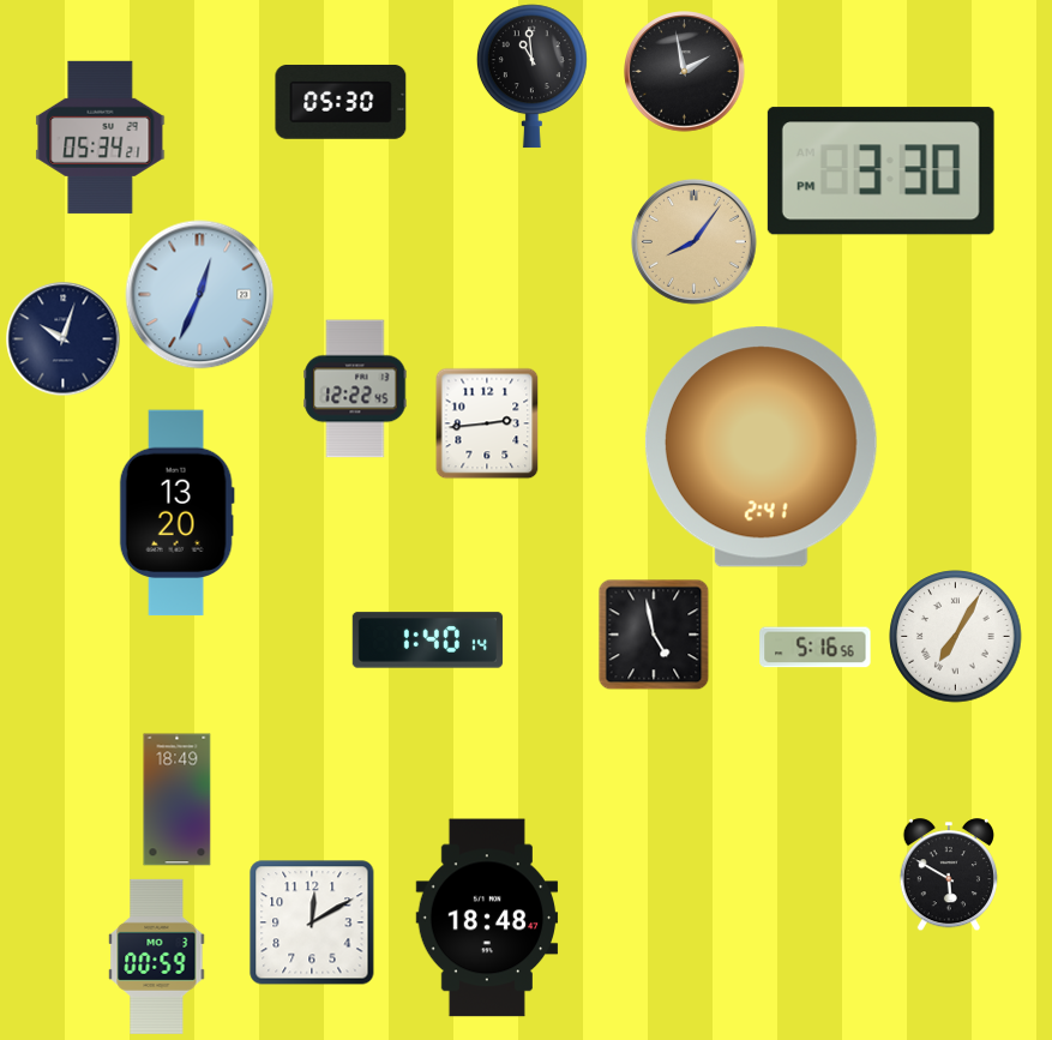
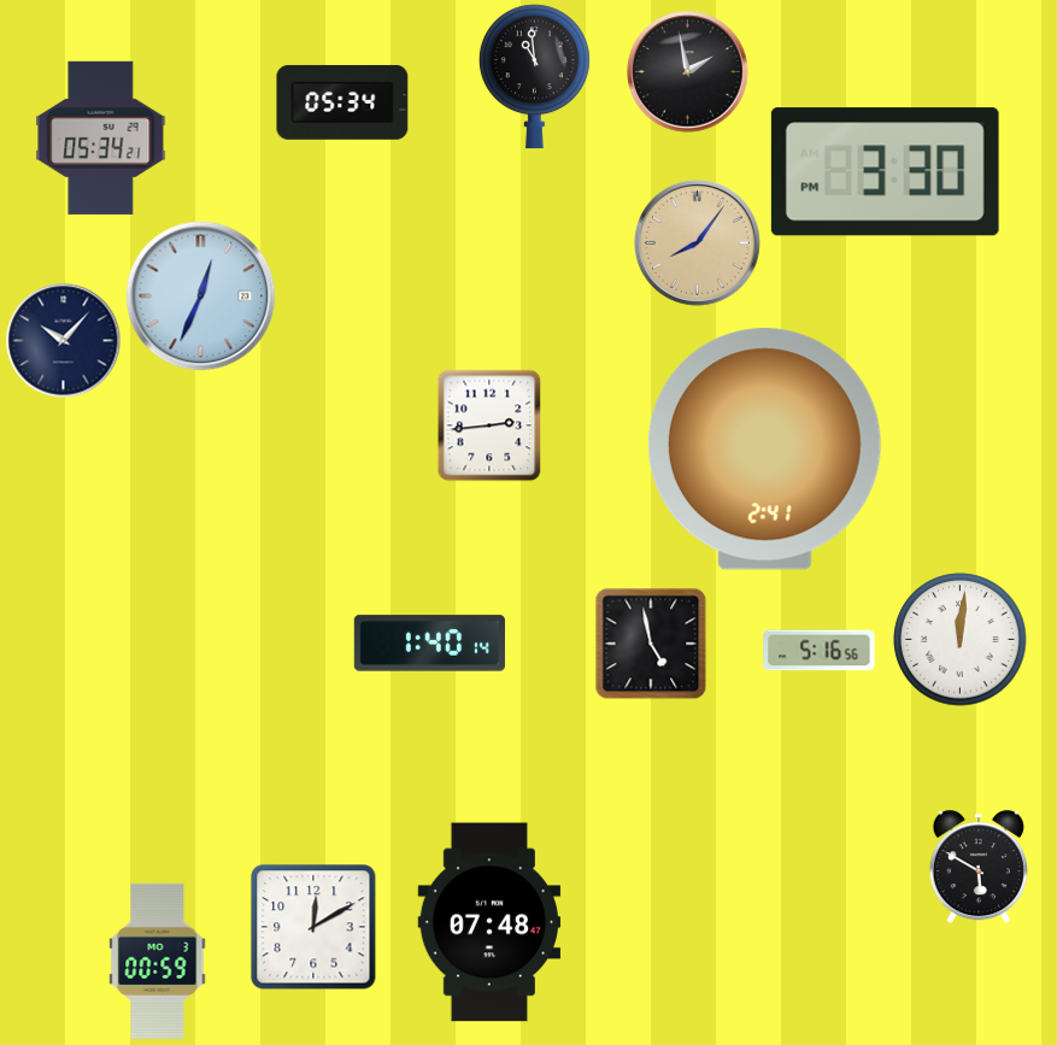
clock at (341, 102): 05:30 -> 05:34
clock at (62, 338): 10:03 -> 10:07
clock at (355, 389): 12:22 -> none
clock at (176, 513): 13:20 -> none
clock at (654, 635) position: (654, 635) -> (651, 644)
clock at (956, 637): 7:05 -> 12:01
clock at (178, 800): 18:49 -> none
clock at (949, 874) position: (949, 874) -> (979, 867)
clock at (487, 918): 18:48 -> 07:48
